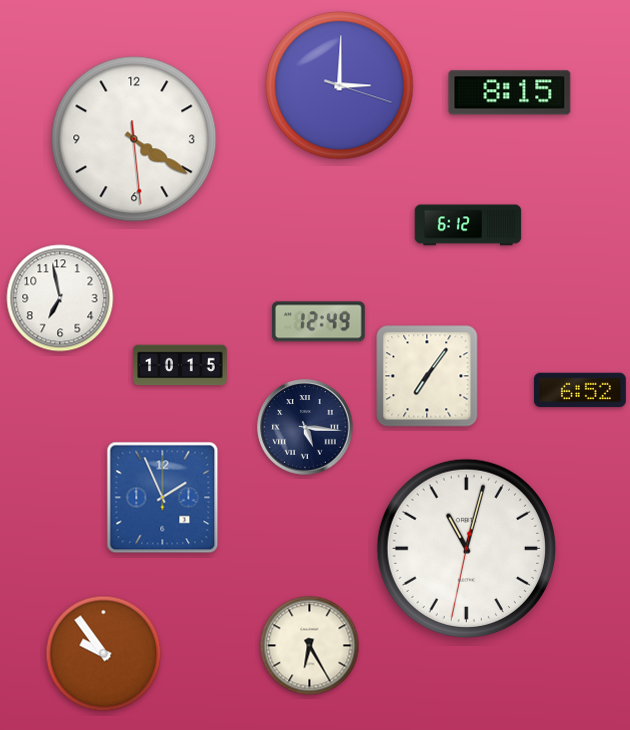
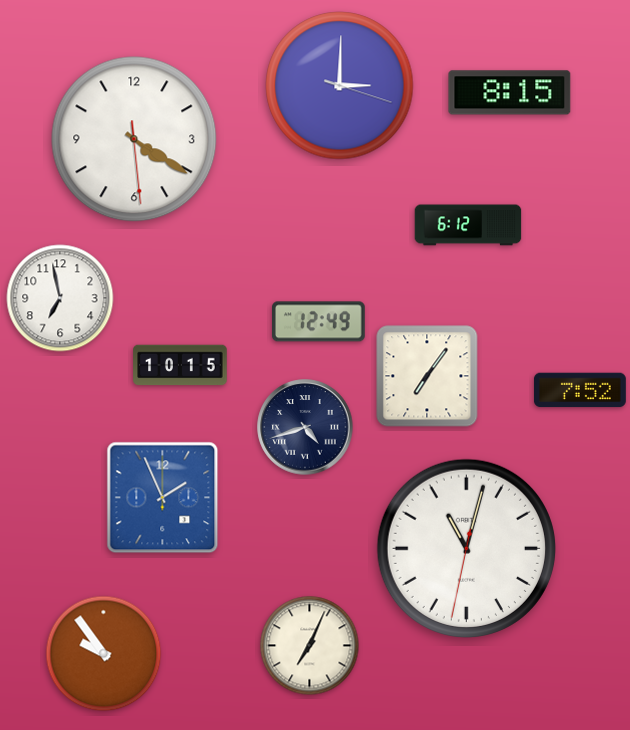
clock at (580, 390): 6:52 -> 7:52
clock at (305, 427): 5:16 -> 4:42
clock at (310, 646): 6:25 -> 7:04
